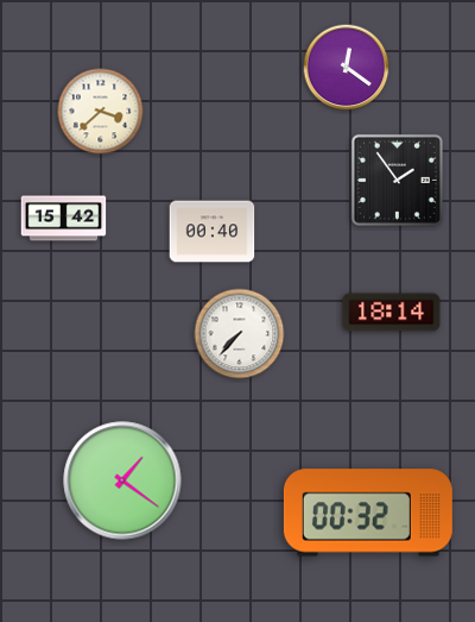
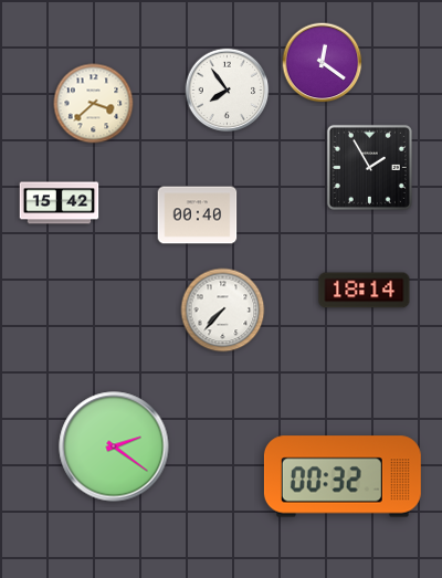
clock at (228, 91): none -> 7:54
clock at (397, 180): 1:54 -> 1:55
clock at (122, 480): 1:21 -> 2:21
